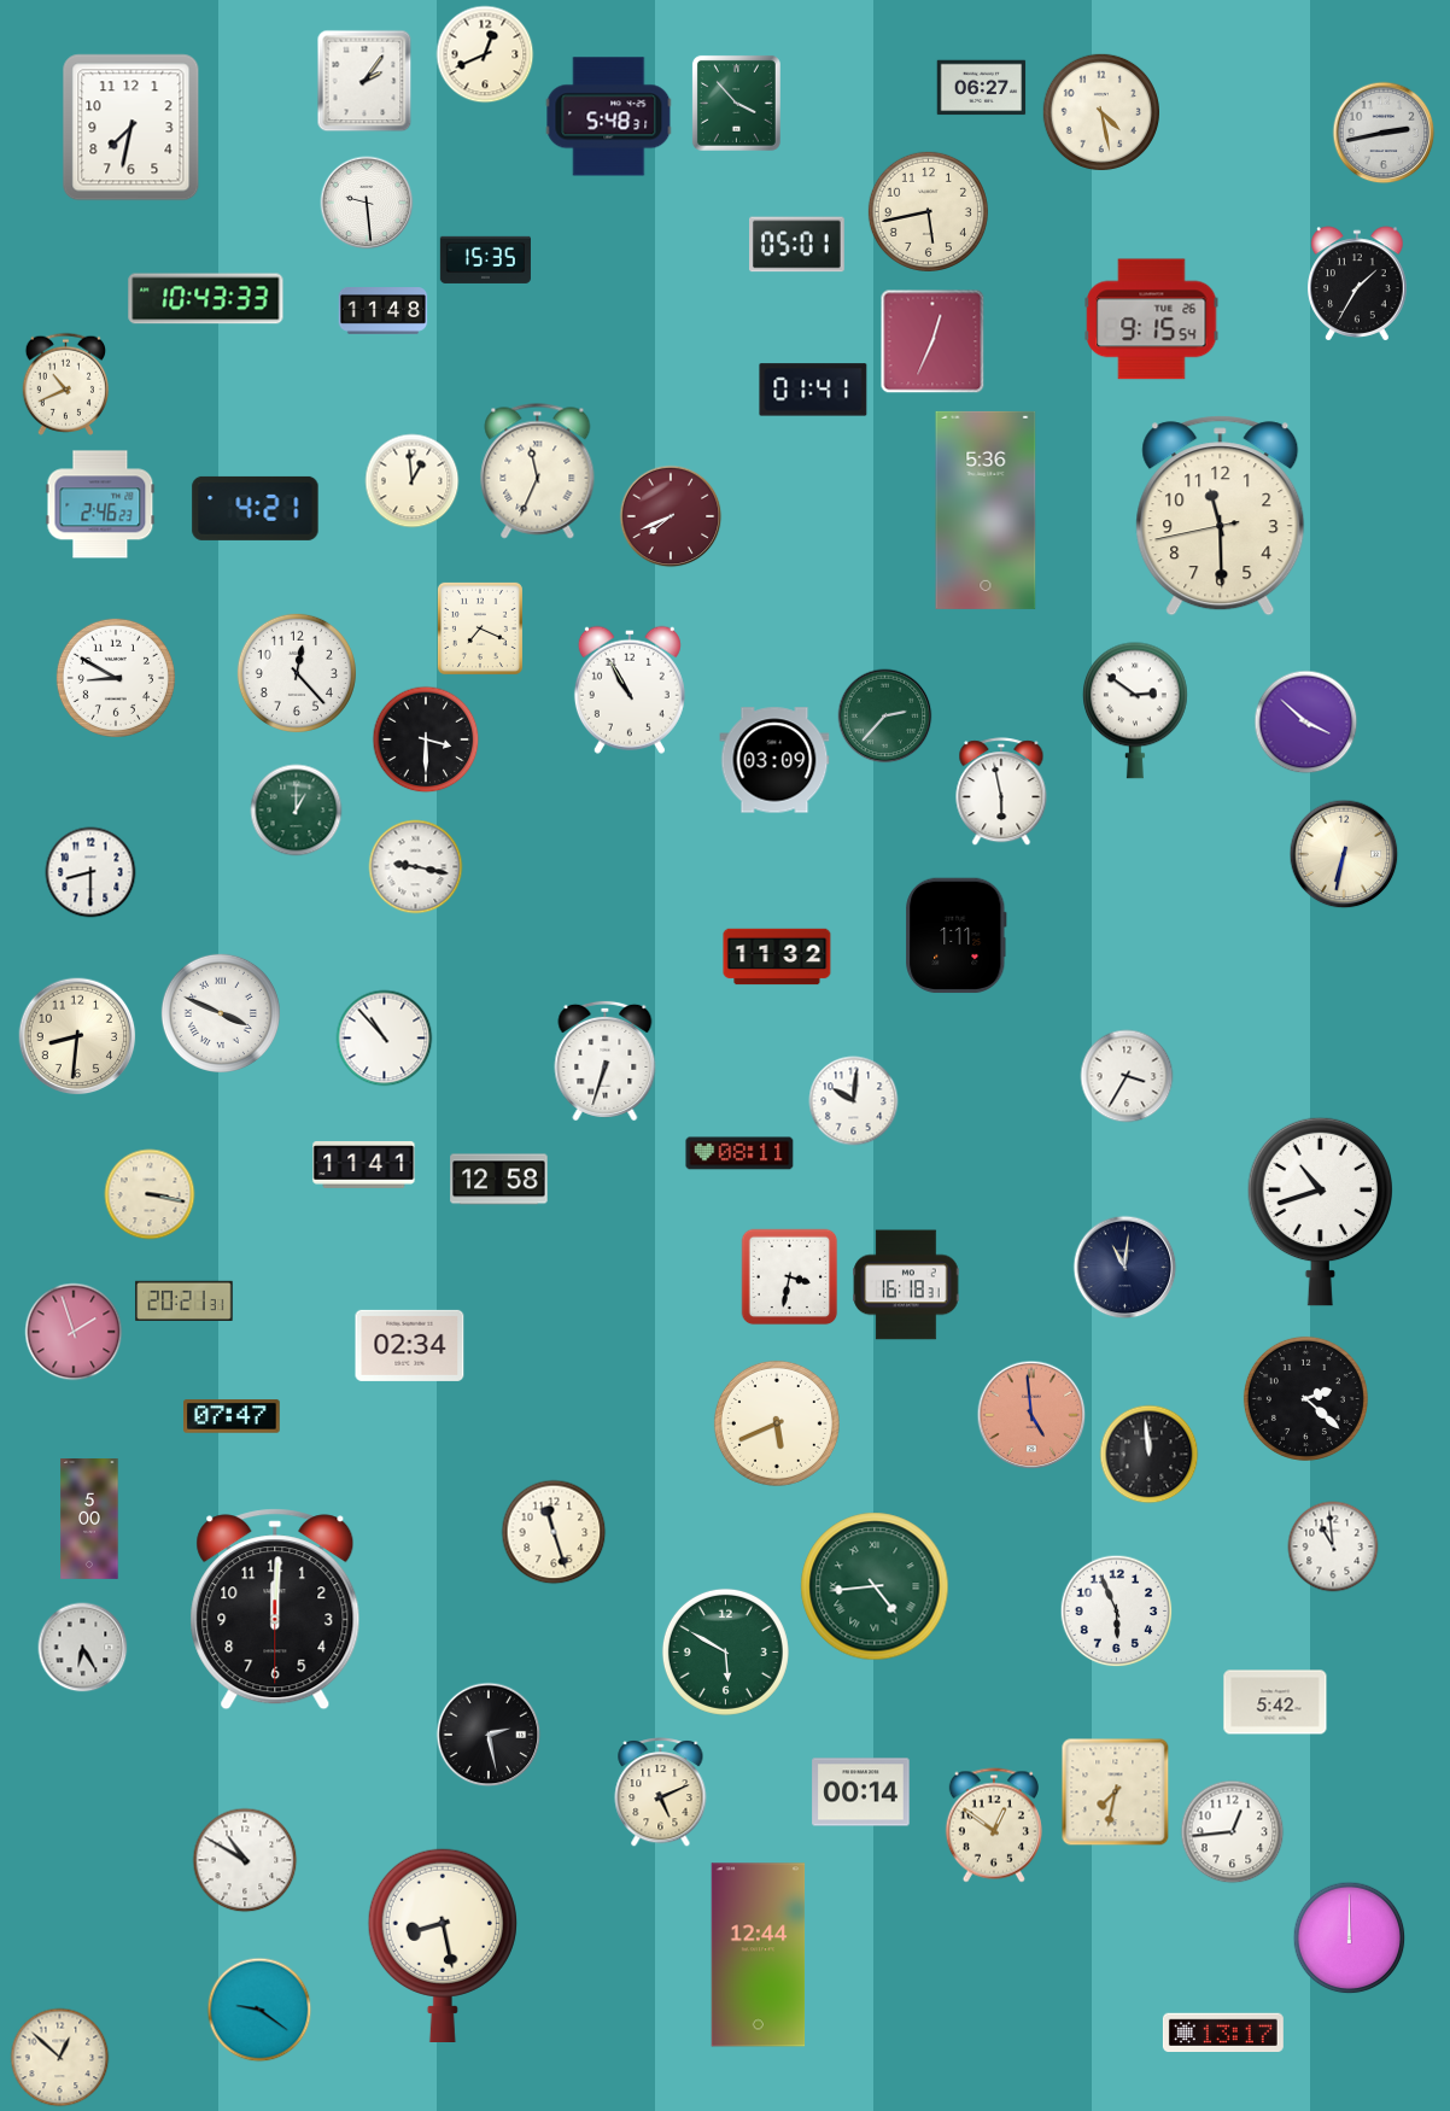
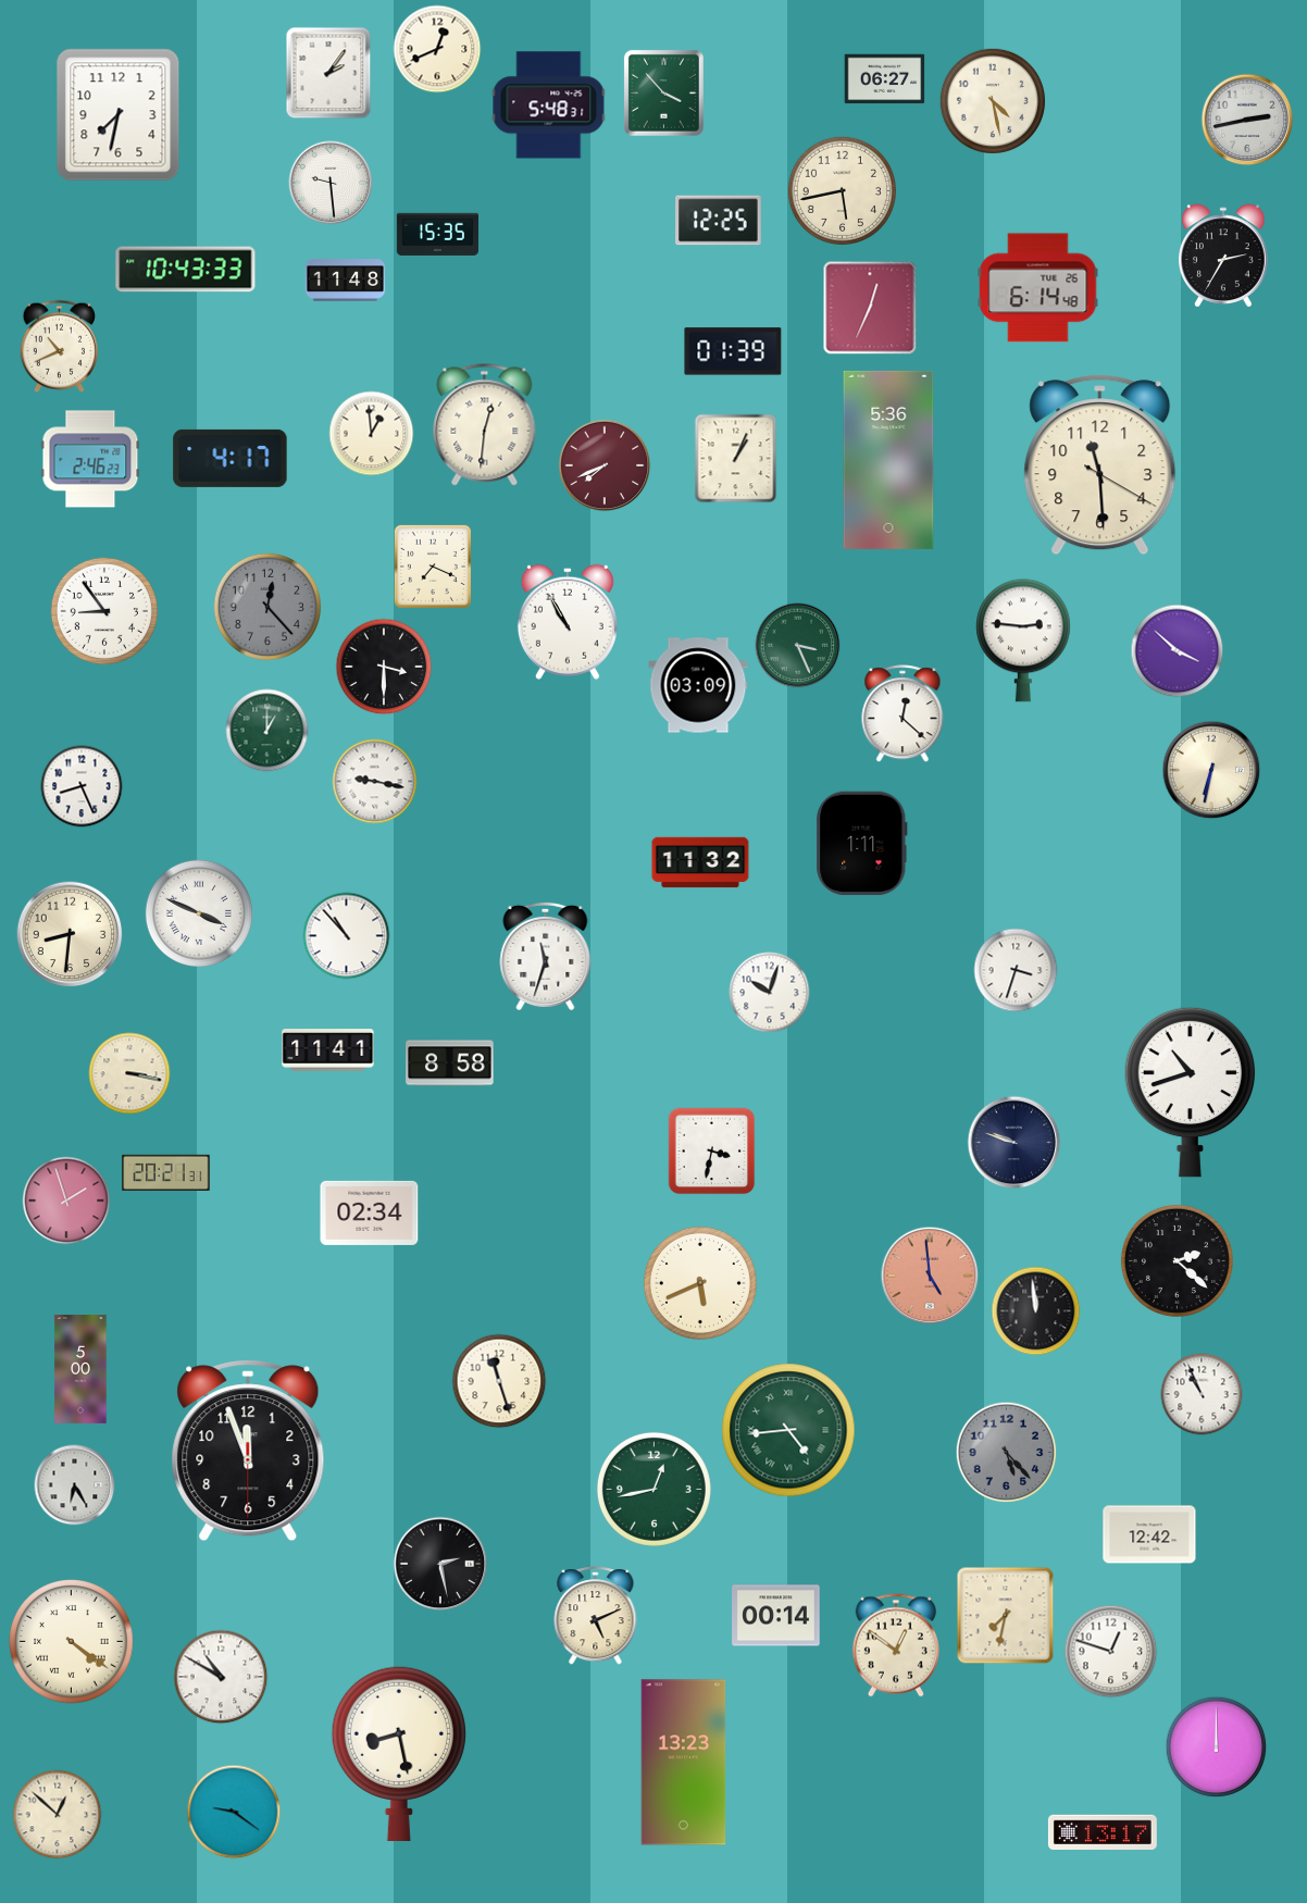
clock at (928, 211) position: (928, 211) -> (842, 190)
clock at (797, 245): 05:01 -> 12:25
clock at (1357, 283): 1:35 -> 2:35
clock at (1152, 320): 9:15 -> 6:14
clock at (932, 341) position: (932, 341) -> (870, 308)
clock at (813, 390): 01:41 -> 01:39
clock at (538, 472): 11:34 -> 12:31
clock at (100, 504) position: (100, 504) -> (90, 459)
clock at (256, 508): 4:21 -> 4:17
clock at (736, 459): none -> 1:04
clock at (1221, 516): 11:29:43 -> 11:29:20
clock at (297, 673) dial: white -> grey
clock at (116, 678): 8:50 -> 8:54
clock at (1136, 711): 2:51 -> 2:46
clock at (885, 717): 2:37 -> 3:26
clock at (1001, 793): 5:58 -> 12:22
clock at (90, 872): 8:30 -> 8:26
clock at (606, 1060): 6:33 -> 11:33
clock at (1127, 1076): 3:35 -> 3:33
clock at (854, 1101): 10:01 -> 10:03
clock at (739, 1153): 08:11 -> none
clock at (499, 1180): 12:58 -> 8:58
clock at (150, 1194) position: (150, 1194) -> (129, 1073)
clock at (1125, 1268): 11:01 -> 9:48
clock at (906, 1285): 16:18 -> none
clock at (232, 1416): 07:47 -> none
clock at (1333, 1546): 10:59 -> 10:56
clock at (275, 1609): 12:00 -> 11:56
clock at (1117, 1612): 5:56 -> 5:23
clock at (1117, 1612) dial: white -> grey
clock at (725, 1651): 5:50 -> 12:43
clock at (1275, 1702): 5:42 -> 12:42
clock at (72, 1642): none -> 4:21
clock at (1233, 1832): 12:44 -> 12:48
clock at (759, 1955): 12:44 -> 13:23
clock at (60, 2058) position: (60, 2058) -> (58, 1815)
